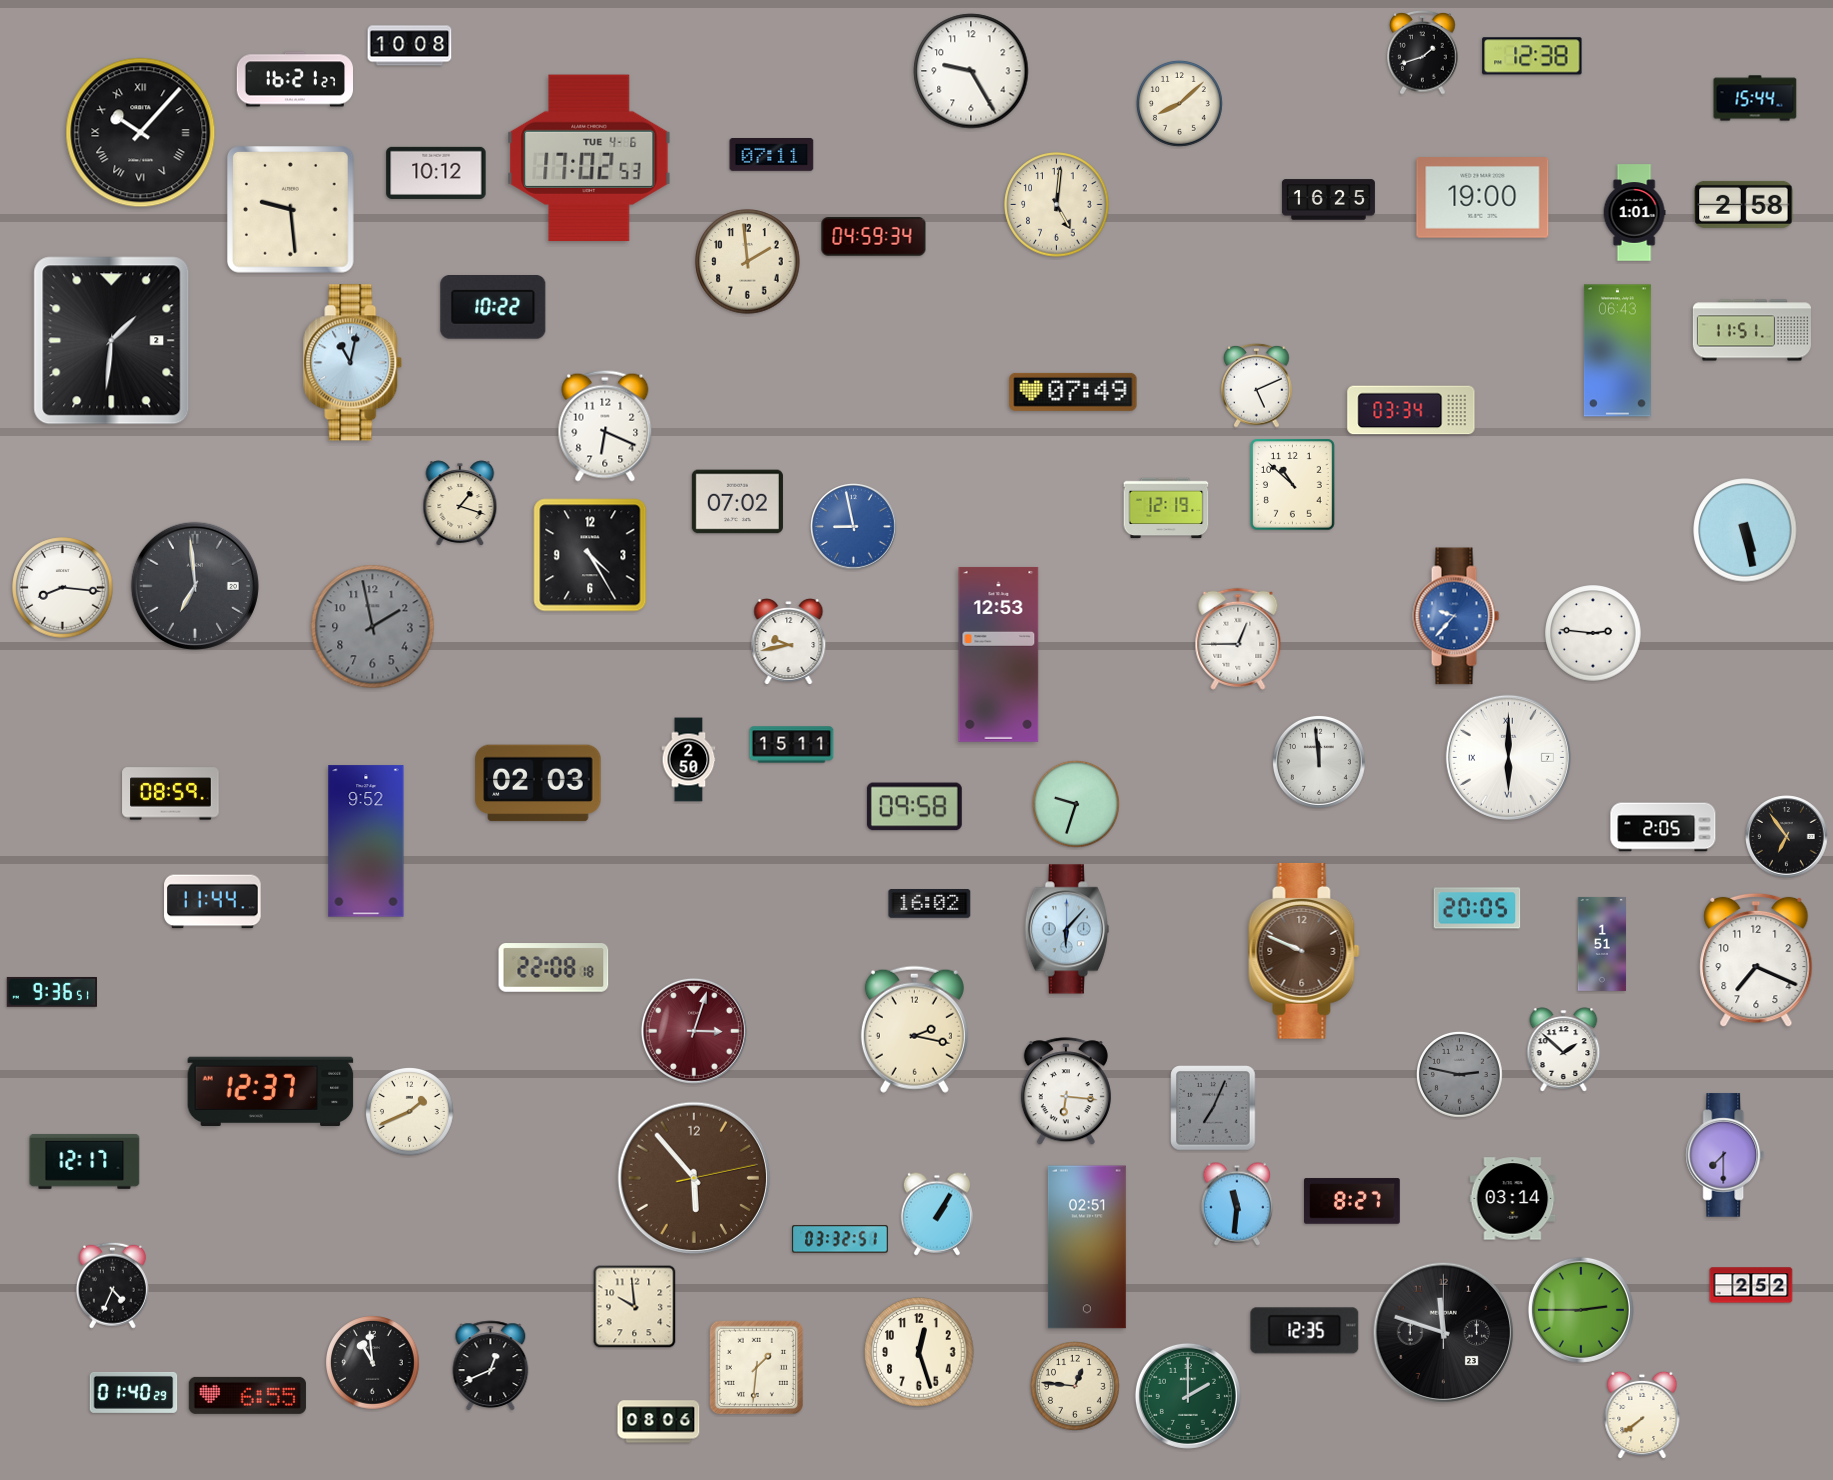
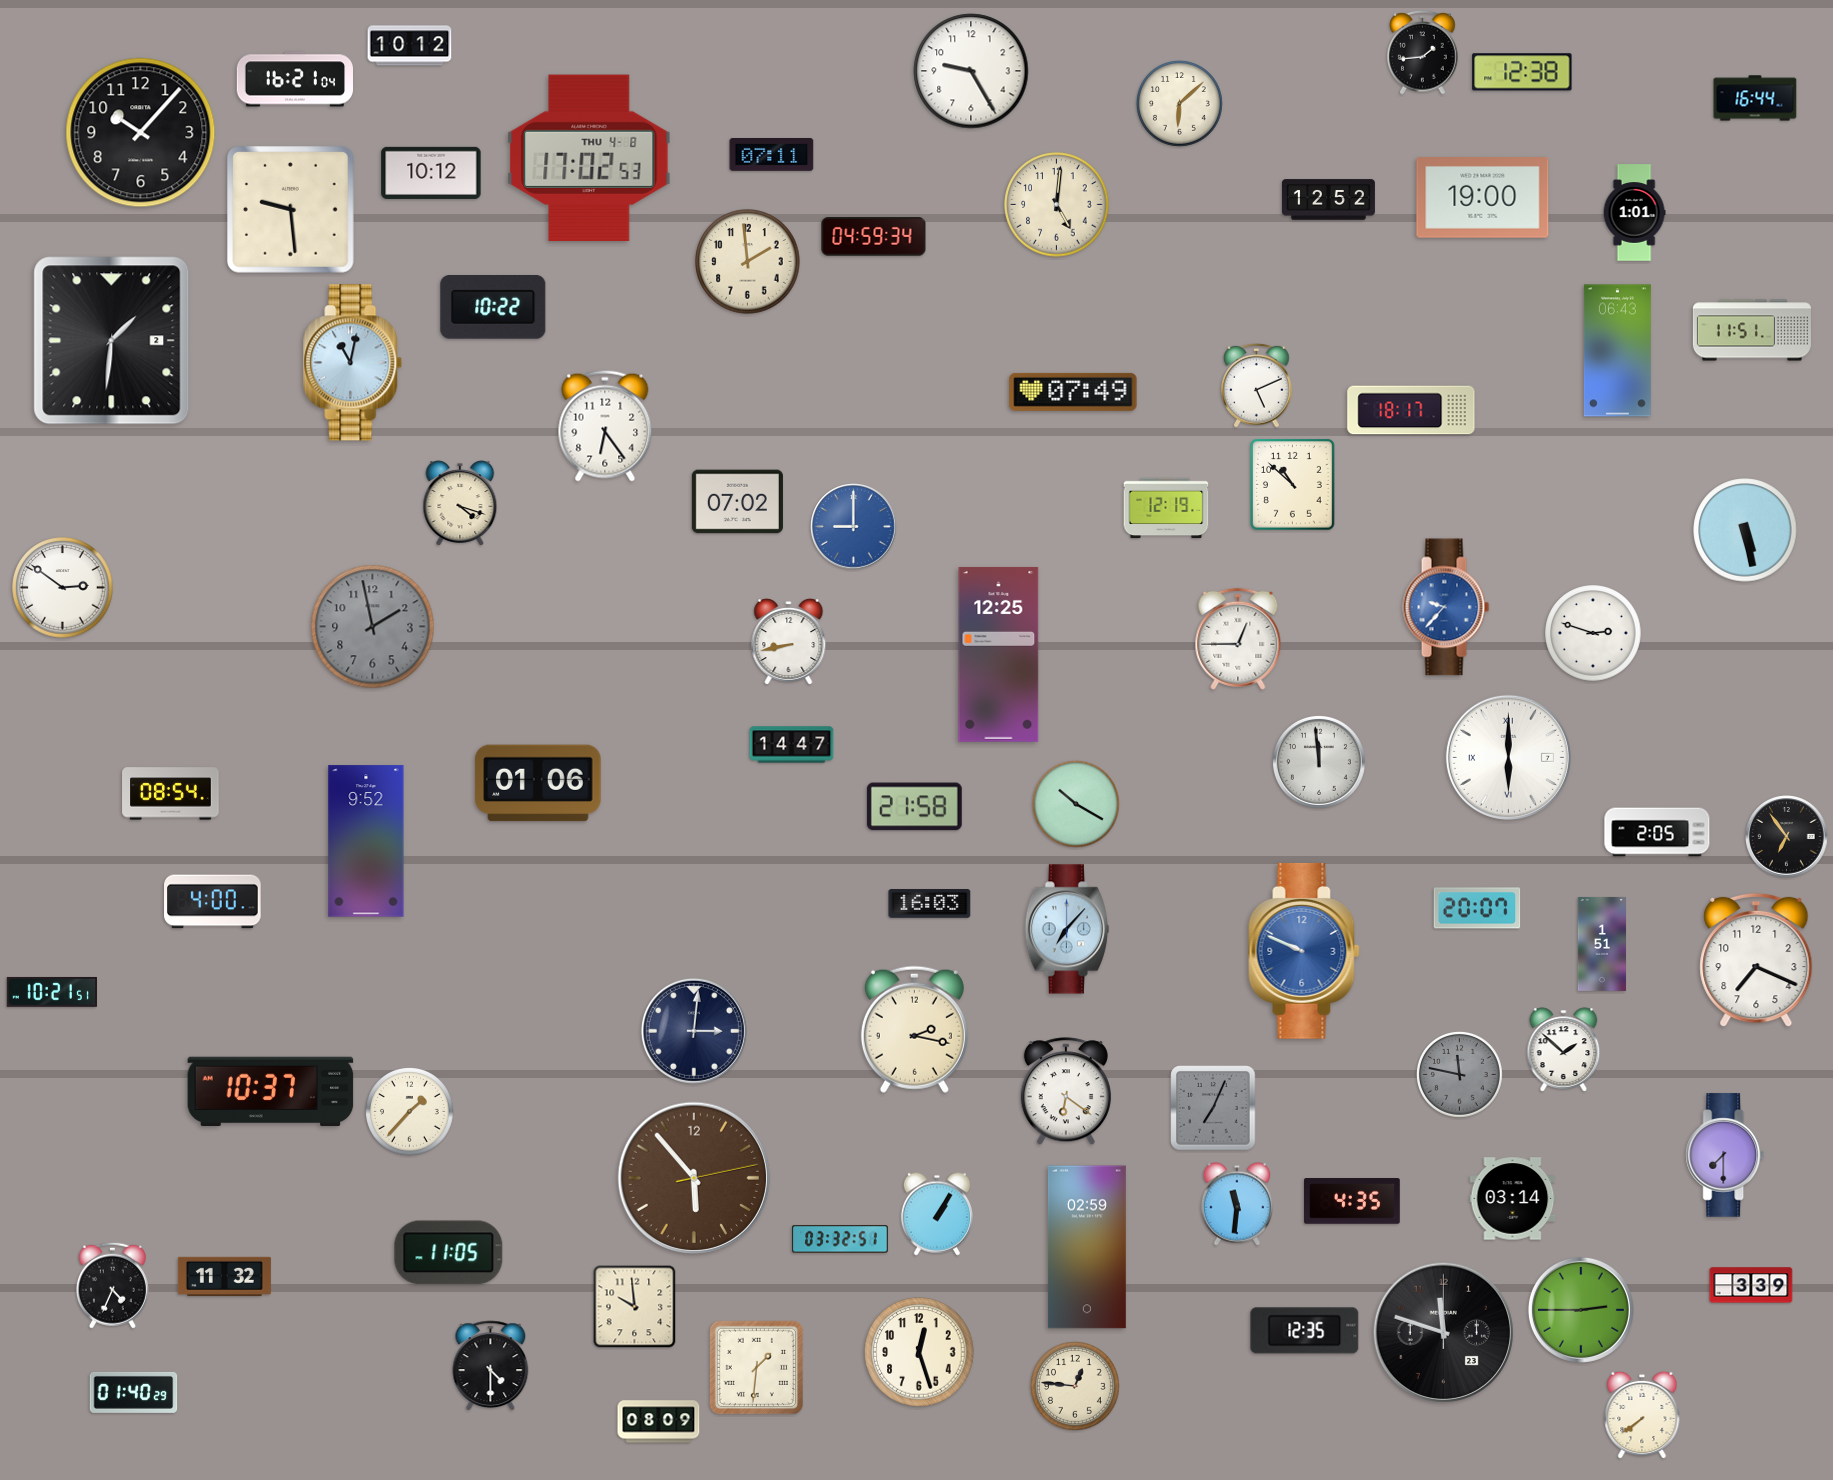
clock at (410, 46): 10:08 -> 10:12
clock at (1423, 52): 1:42 -> 1:44
clock at (1532, 56) position: (1532, 56) -> (1522, 72)
clock at (294, 79): 16:21:27 -> 16:21:04
clock at (1755, 98): 15:44 -> 16:44
clock at (1179, 103): 8:08 -> 6:08
clock at (141, 133) numerals: Roman -> Arabic
clock at (589, 158) date: TUE 4-6 -> THU 4-8
clock at (436, 173) position: (436, 173) -> (431, 173)
clock at (1328, 200): 16:25 -> 12:52
clock at (1744, 204): 2:58 -> none
clock at (1411, 410): 03:34 -> 18:17
clock at (605, 426): 6:19 -> 6:24
clock at (460, 503): 1:18 -> 4:18
clock at (854, 527): 8:58 -> 9:00
clock at (590, 555): 4:25 -> none
clock at (195, 586): 6:59 -> none
clock at (63, 588): 8:16 -> 2:51
clock at (1456, 616) position: (1456, 616) -> (1446, 607)
clock at (1593, 633): 2:46 -> 2:48
clock at (789, 642): 9:43 -> 8:43
clock at (999, 654): 12:53 -> 12:25
clock at (792, 745): 15:11 -> 14:47
clock at (689, 760): 2:50 -> none
clock at (538, 783): 02:03 -> 01:06
clock at (171, 794): 08:59 -> 08:54
clock at (1077, 805): 9:33 -> 10:20
clock at (914, 807): 09:58 -> 21:58
clock at (1663, 827) position: (1663, 827) -> (1657, 832)
clock at (213, 902): 11:44 -> 4:00
clock at (930, 904): 16:02 -> 16:03
clock at (1477, 908): 20:05 -> 20:07
clock at (1067, 929): 6:07 -> 7:07
clock at (1304, 951) dial: brown -> blue
clock at (554, 968): 22:08 -> none
clock at (52, 992): 9:36 -> 10:21
clock at (694, 1031): 3:03 -> 3:01
clock at (694, 1031) dial: burgundy -> navy
clock at (1459, 1074): 2:47 -> 11:47
clock at (271, 1092): 12:37 -> 10:37
clock at (1066, 1092): 6:16 -> 6:21
clock at (410, 1112): 1:41 -> 1:37
clock at (85, 1161): 12:17 -> none
clock at (1353, 1201): 8:27 -> 4:35
clock at (1087, 1247): 02:51 -> 02:59
clock at (449, 1253): none -> 11:05
clock at (224, 1276): none -> 11:32
clock at (1751, 1285): 2:52 -> 3:39
clock at (373, 1363): 10:59 -> none
clock at (491, 1366): 12:41 -> 4:30
clock at (247, 1395): 6:55 -> none
clock at (1188, 1396): 2:00 -> none
clock at (659, 1422): 08:06 -> 08:09
